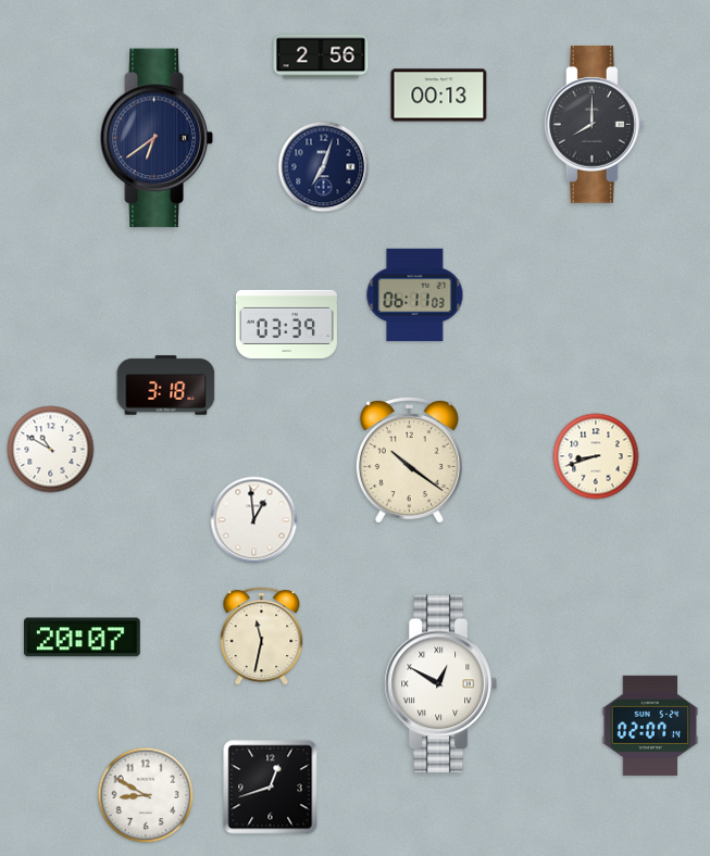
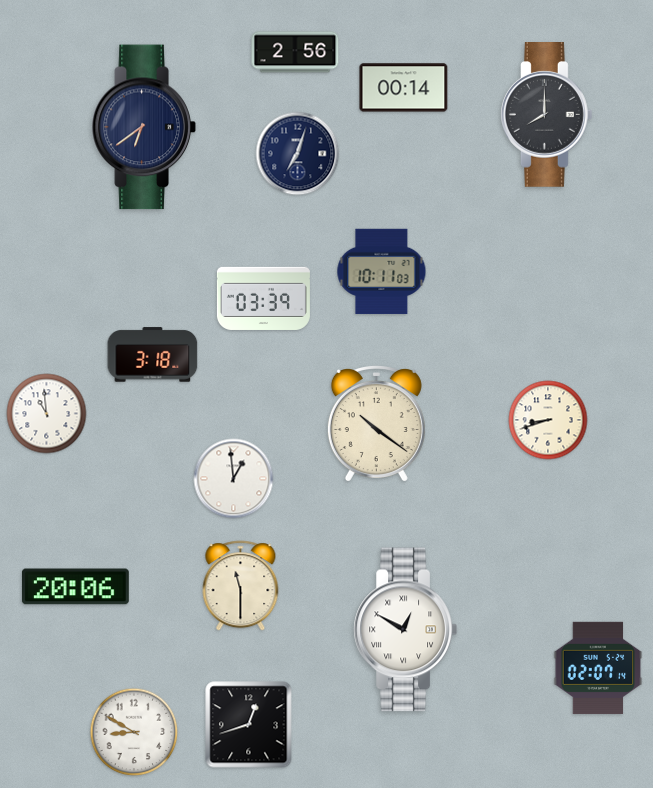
clock at (439, 96): 00:13 -> 00:14
clock at (415, 294): 06:11 -> 10:11
clock at (51, 450): 10:50 -> 10:59
clock at (262, 637): 11:32 -> 11:30
clock at (82, 638): 20:07 -> 20:06
